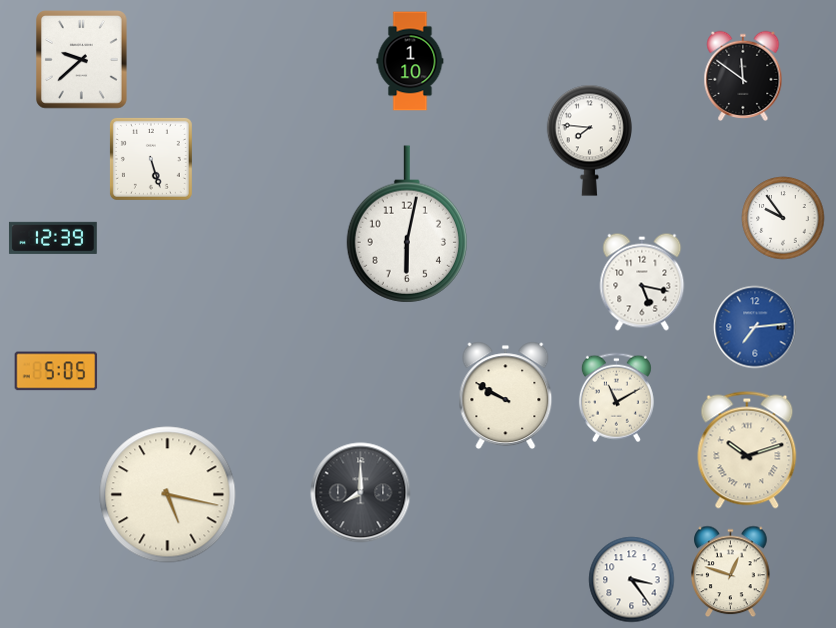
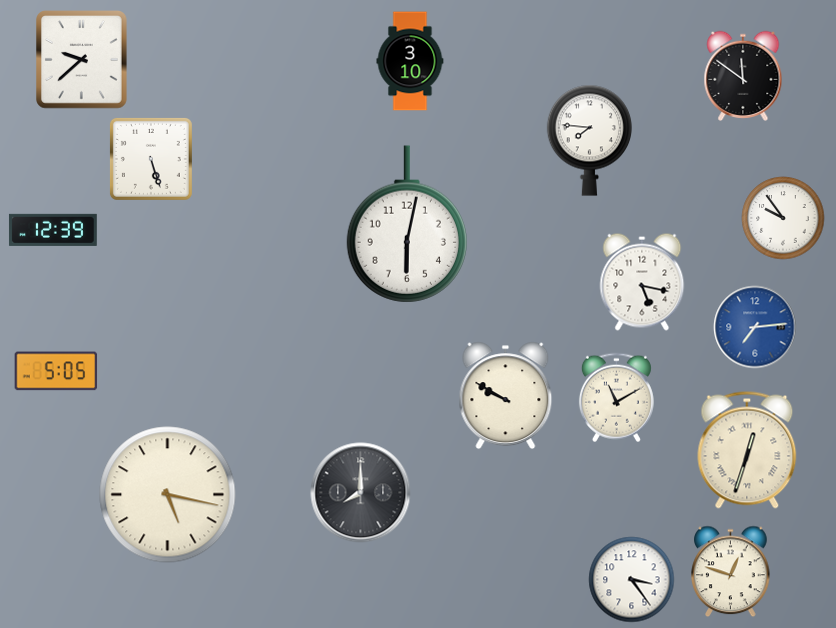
clock at (410, 61): 1:10 -> 3:10
clock at (53, 238) position: (53, 238) -> (53, 230)
clock at (747, 450): 10:12 -> 12:33
